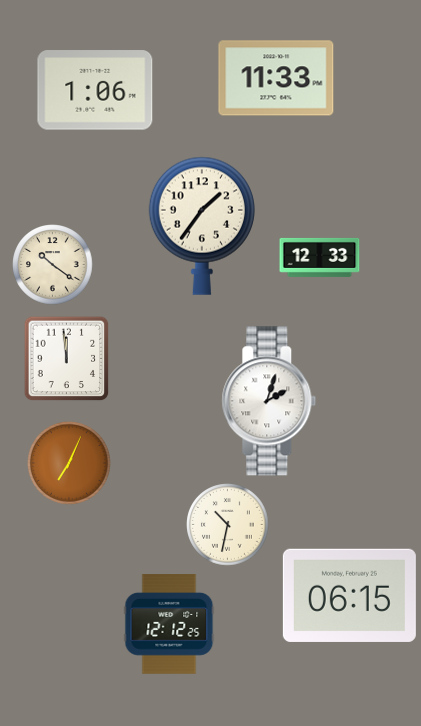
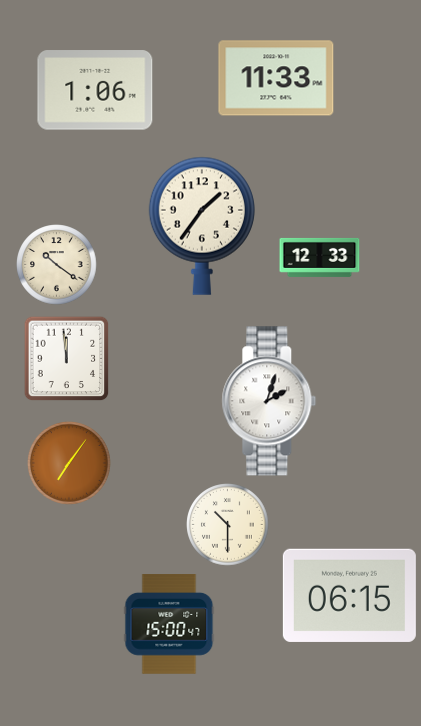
clock at (53, 265) position: (53, 265) -> (57, 265)
clock at (69, 464): 7:04 -> 7:06
clock at (228, 525): 10:32 -> 10:30
clock at (169, 624): 12:12 -> 15:00
